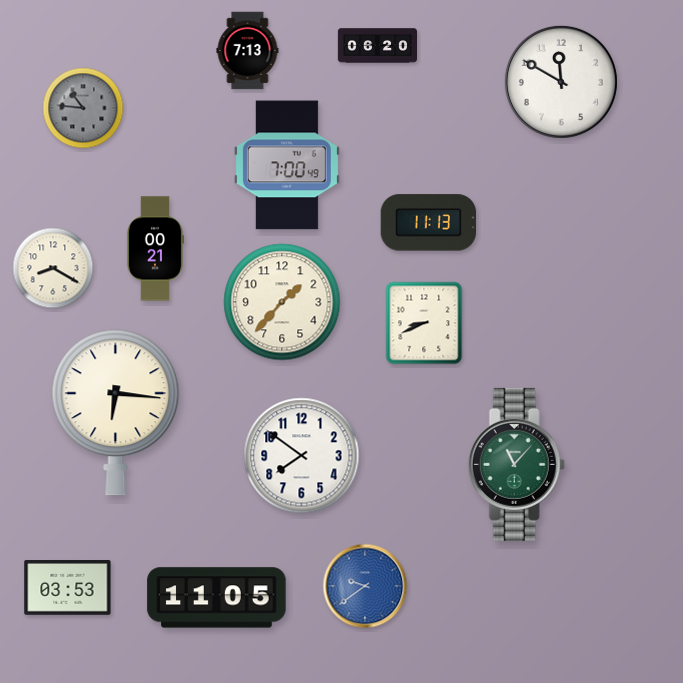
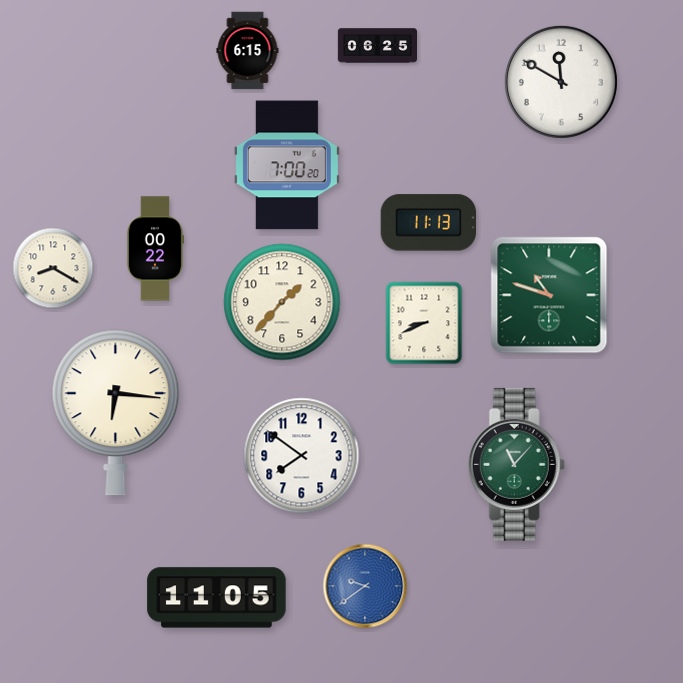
clock at (377, 46): 06:20 -> 06:25
clock at (248, 51): 7:13 -> 6:15
clock at (83, 108): 10:46 -> none
clock at (287, 165): 7:00:49 -> 7:00:20
clock at (154, 249): 00:21 -> 00:22
clock at (549, 295): none -> 10:48
clock at (68, 588): 03:53 -> none
